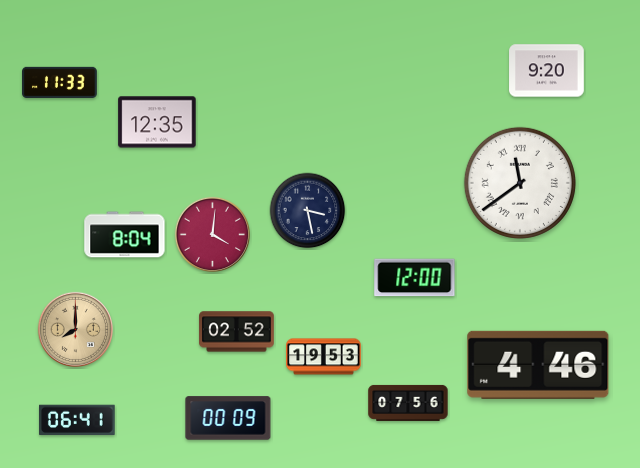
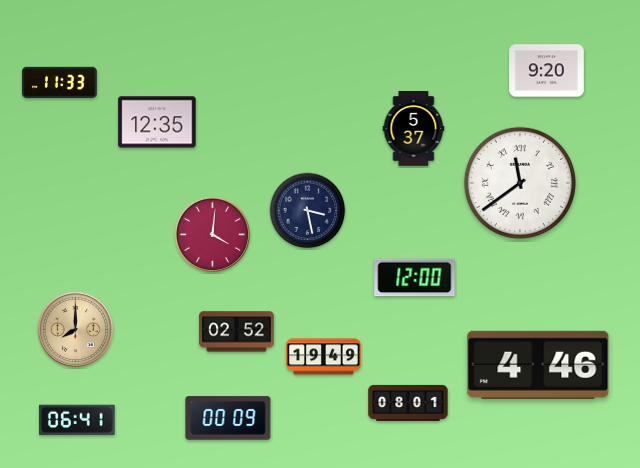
clock at (414, 129): none -> 5:37
clock at (125, 235): 8:04 -> none
clock at (324, 357): 19:53 -> 19:49
clock at (408, 403): 07:56 -> 08:01
